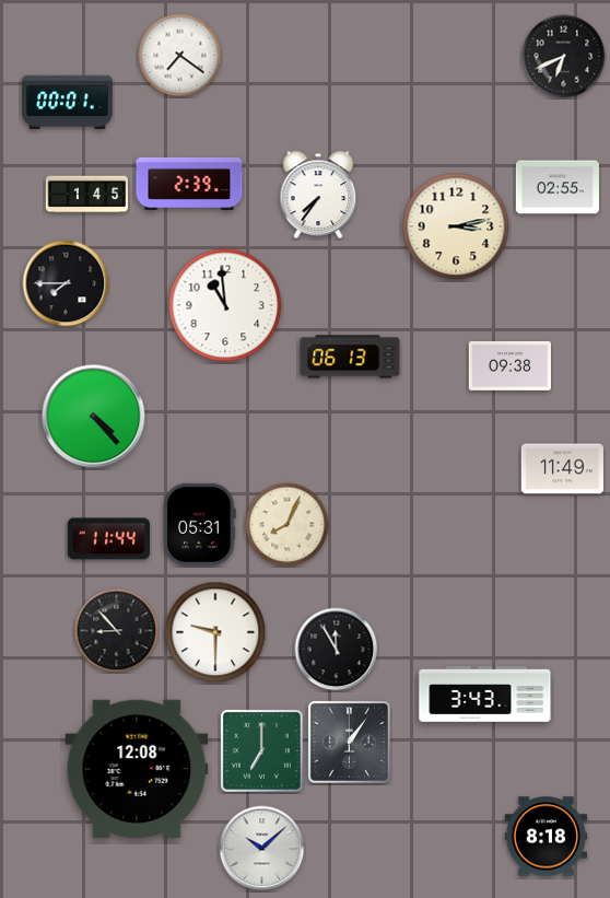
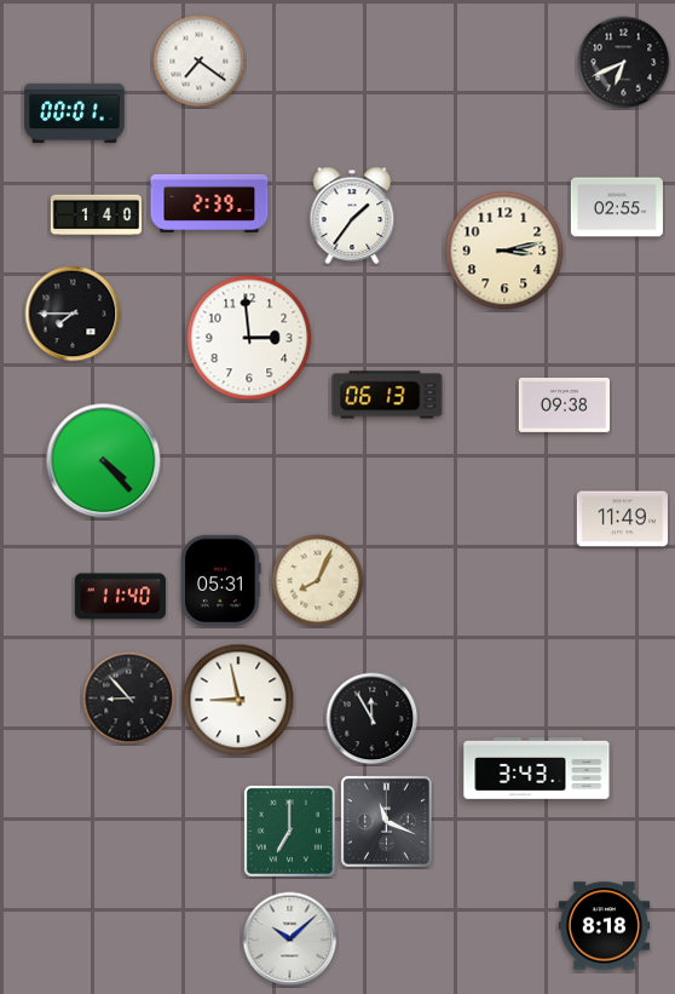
clock at (86, 195): 1:45 -> 1:40
clock at (318, 195): 7:36 -> 1:36
clock at (225, 305): 10:59 -> 2:59
clock at (108, 539): 11:44 -> 11:40
clock at (215, 632): 9:30 -> 8:58
clock at (349, 742): 1:06 -> 11:19
clock at (137, 769): 12:08 -> none
